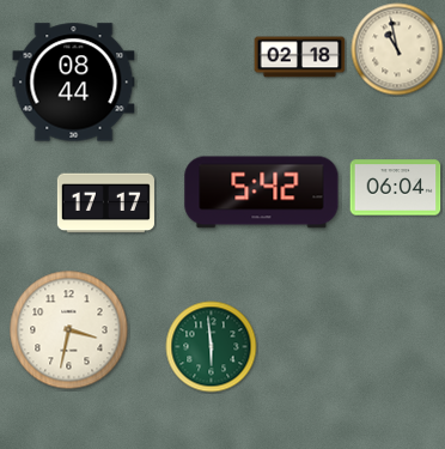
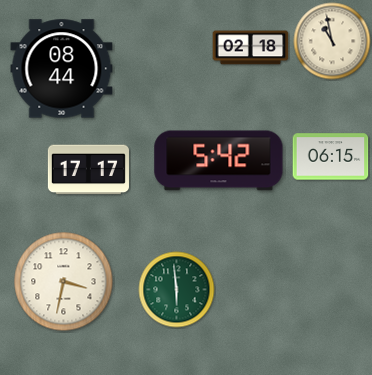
clock at (396, 188): 06:04 -> 06:15
clock at (69, 330) position: (69, 330) -> (64, 282)
